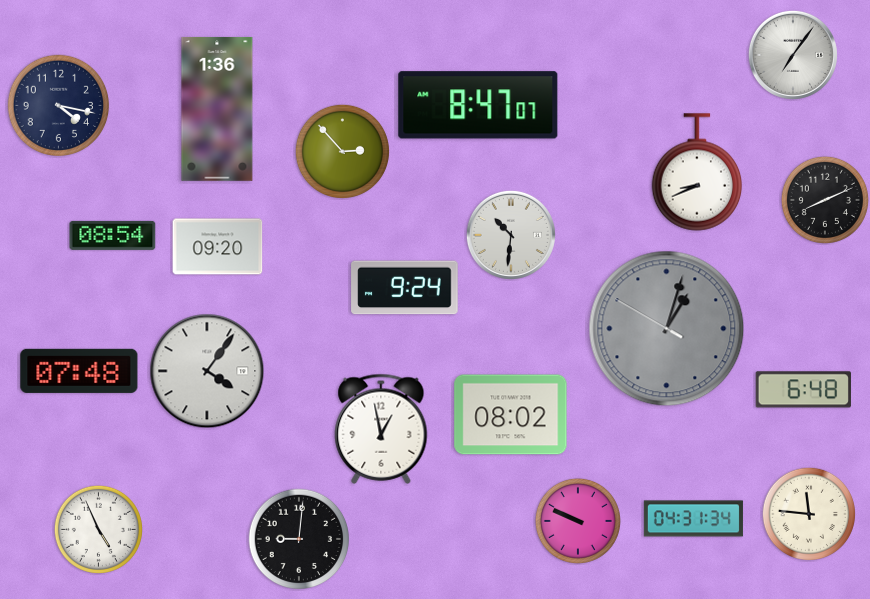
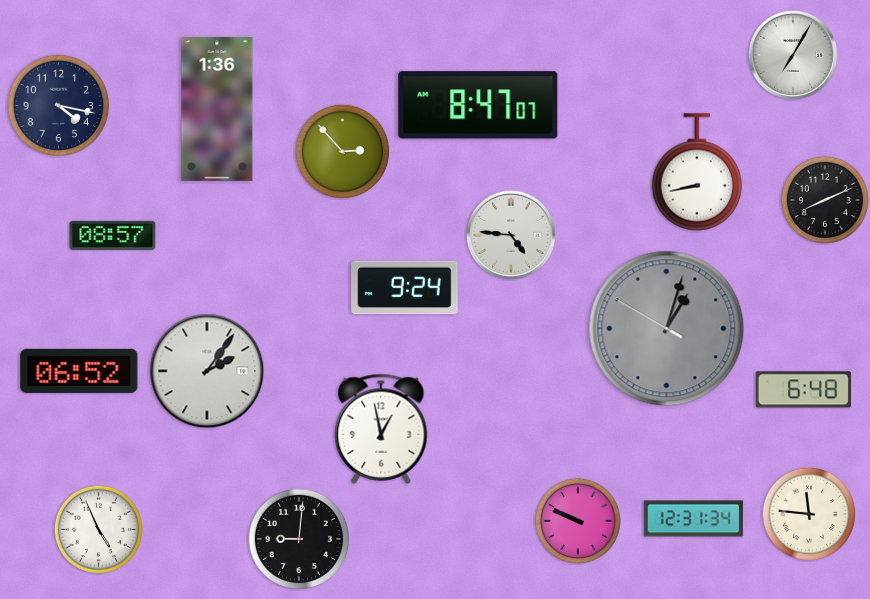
clock at (793, 55): 7:06 -> 7:05
clock at (697, 172): 8:41 -> 8:43
clock at (113, 235): 08:54 -> 08:57
clock at (511, 235): 10:31 -> 4:46
clock at (218, 247): 09:20 -> none
clock at (79, 371): 07:48 -> 06:52
clock at (207, 371): 4:06 -> 2:06
clock at (511, 415): 08:02 -> none
clock at (693, 519): 04:31 -> 12:31
